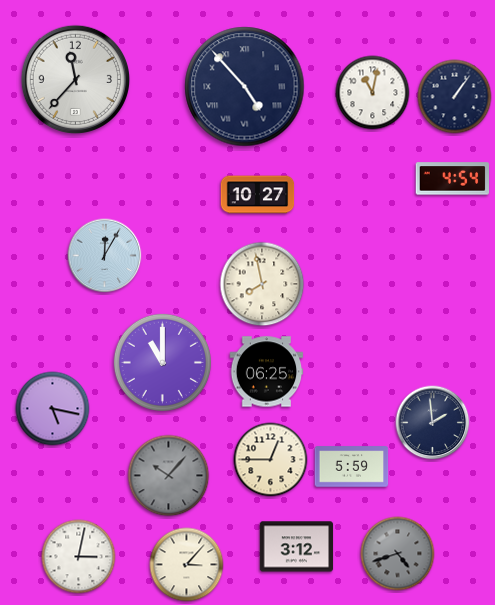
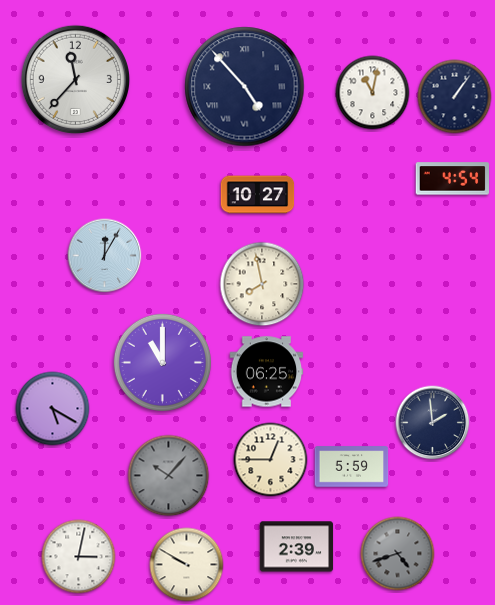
clock at (53, 409): 5:17 -> 5:20
clock at (297, 547): 3:12 -> 2:39
clock at (187, 565): 3:07 -> 9:50
